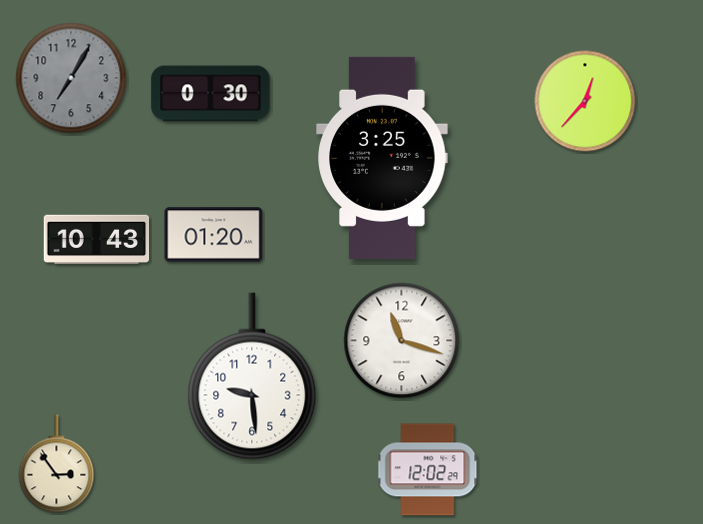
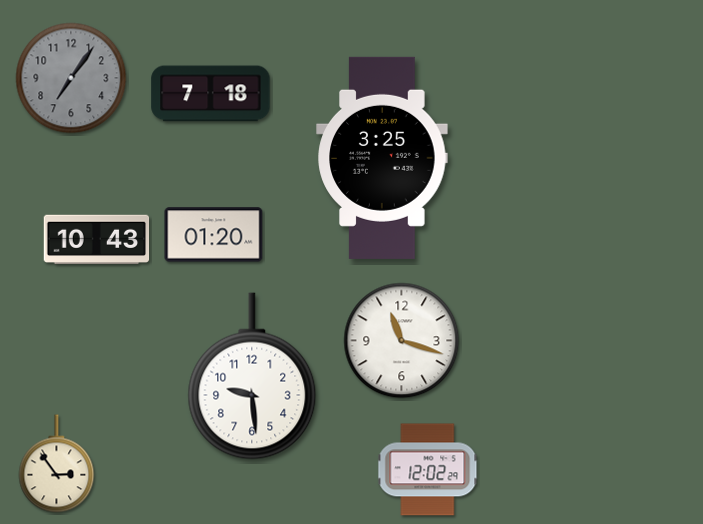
clock at (71, 78): 7:05 -> 7:06
clock at (211, 94): 0:30 -> 7:18
clock at (585, 101): 12:37 -> none
